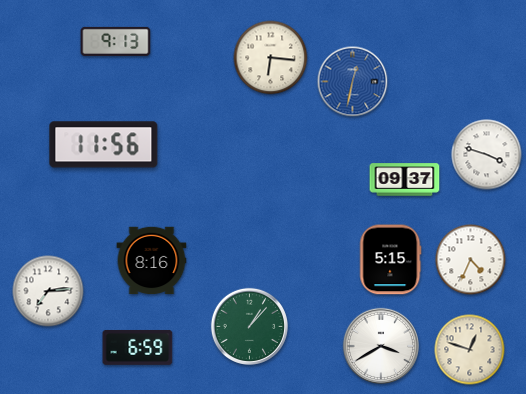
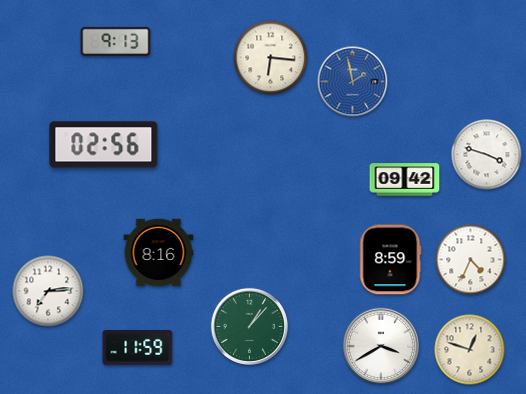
clock at (353, 82): 12:32 -> 1:58
clock at (104, 145): 11:56 -> 02:56
clock at (405, 180): 09:37 -> 09:42
clock at (390, 260): 5:15 -> 8:59
clock at (152, 261) position: (152, 261) -> (159, 253)
clock at (138, 348): 6:59 -> 11:59
